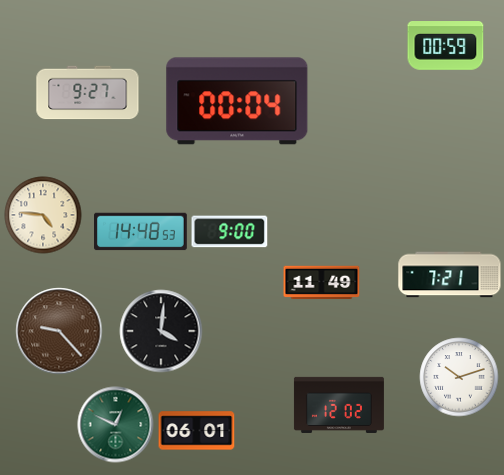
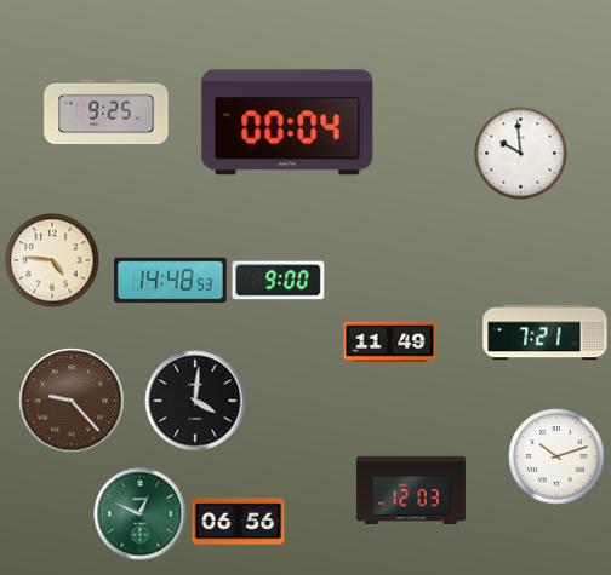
clock at (446, 46): 00:59 -> none
clock at (88, 93): 9:27 -> 9:25
clock at (521, 154): none -> 9:59
clock at (339, 405): 12:02 -> 12:03
clock at (197, 431): 06:01 -> 06:56
